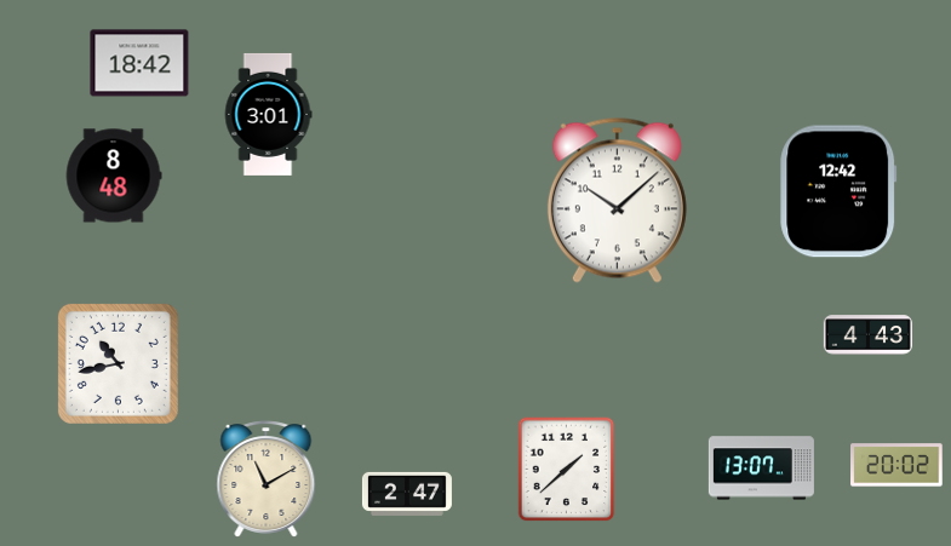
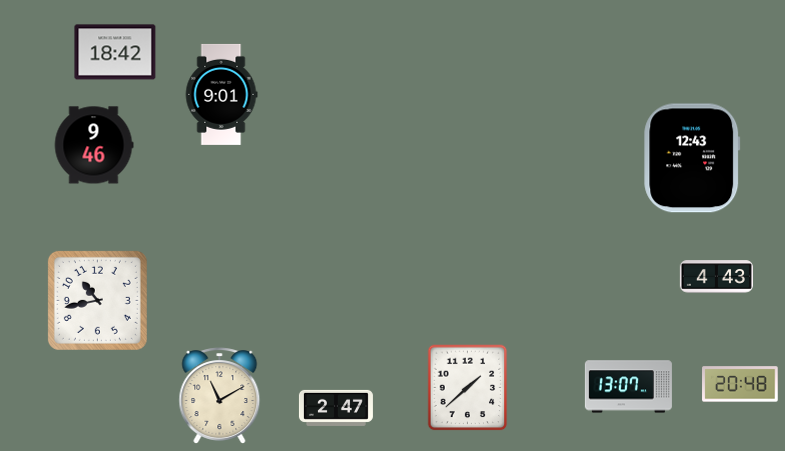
clock at (268, 114): 3:01 -> 9:01
clock at (114, 176): 8:48 -> 9:46
clock at (838, 191): 12:42 -> 12:43
clock at (617, 200): 10:08 -> none
clock at (896, 465): 20:02 -> 20:48
